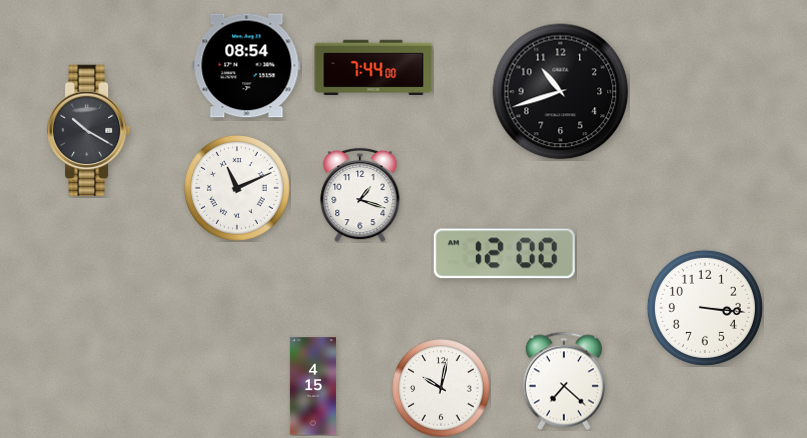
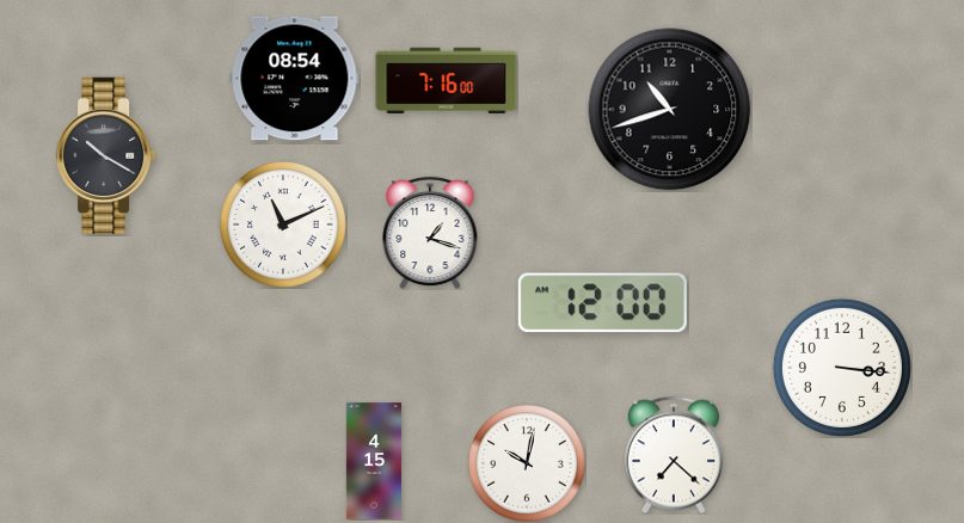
clock at (374, 68): 7:44 -> 7:16
